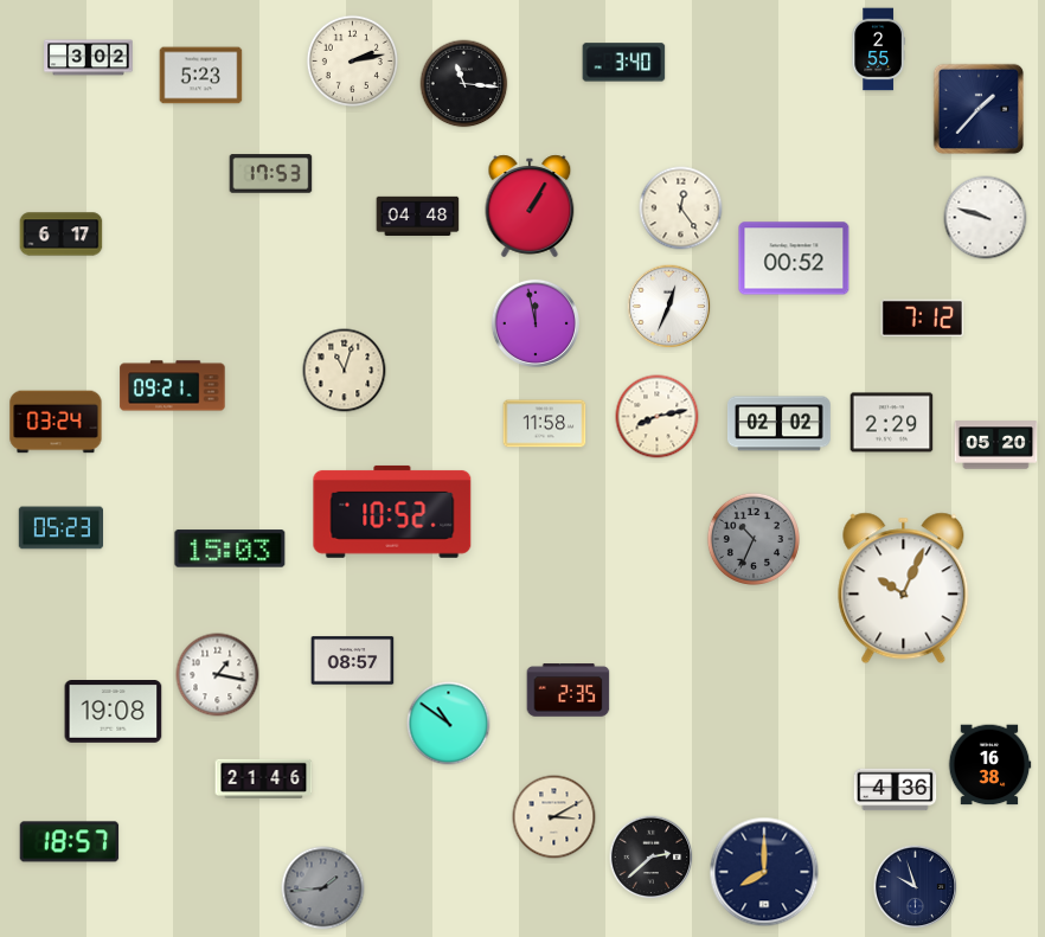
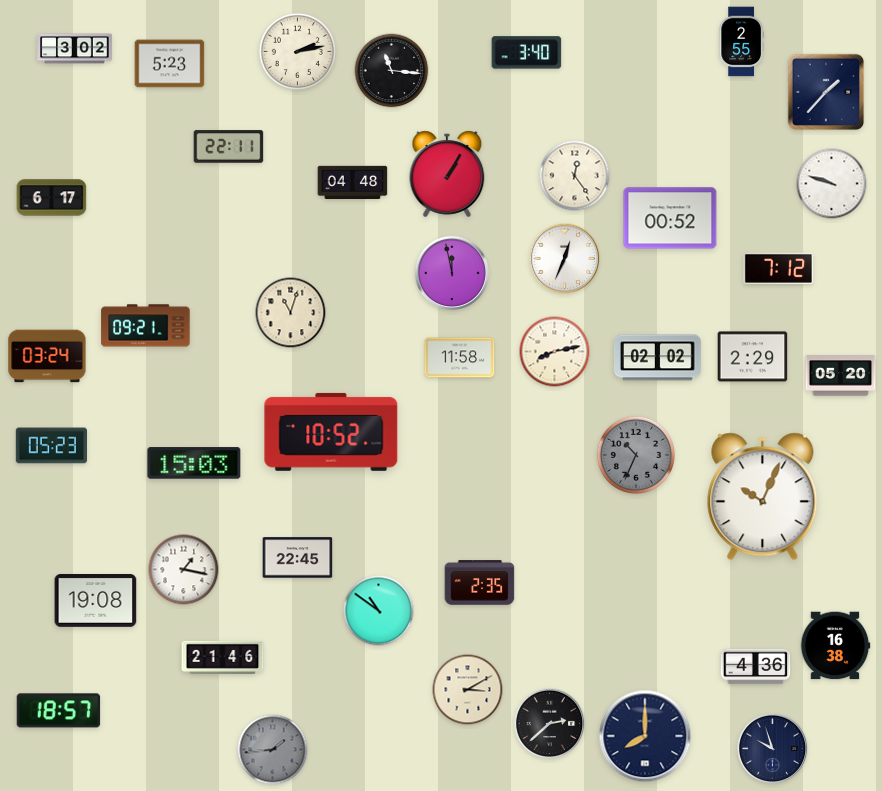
clock at (271, 174): 17:53 -> 22:11
clock at (353, 661): 08:57 -> 22:45
